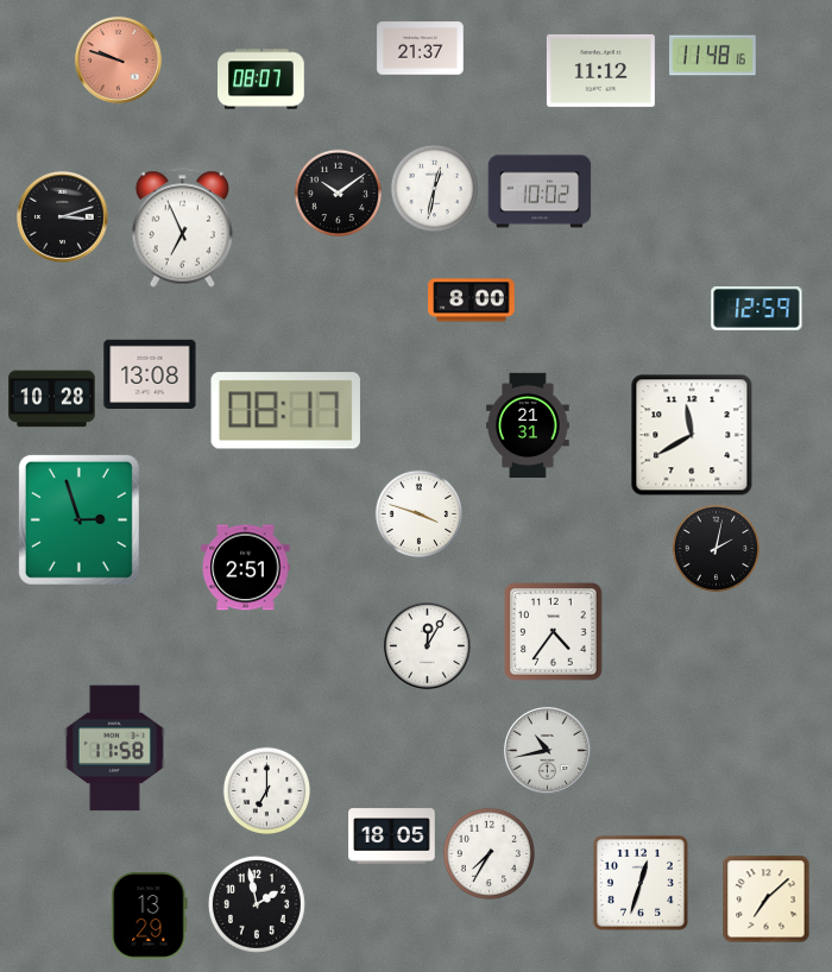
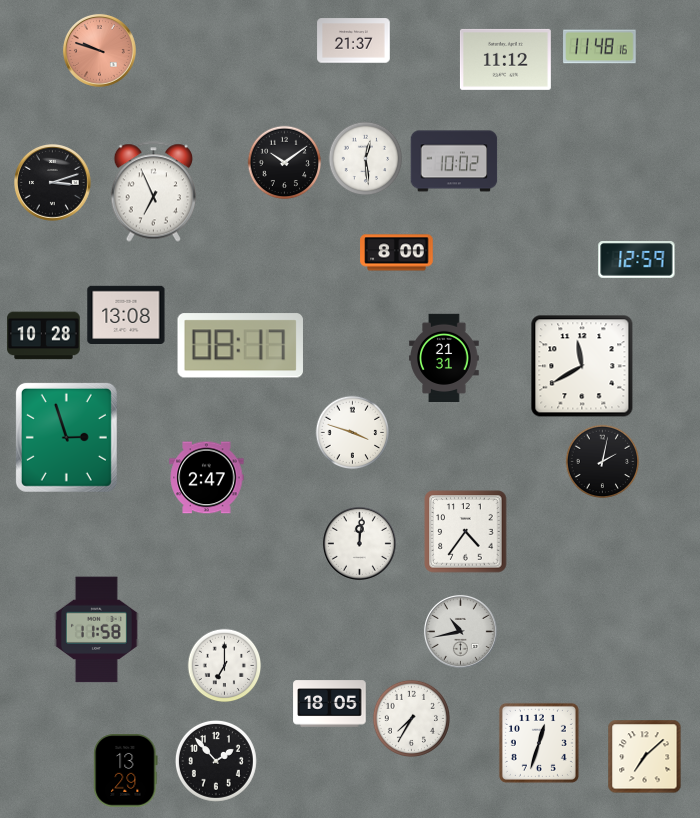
clock at (261, 80): 08:07 -> none
clock at (435, 189): 12:32 -> 12:29
clock at (246, 568): 2:51 -> 2:47
clock at (427, 645): 12:05 -> 12:01
clock at (257, 904): 1:58 -> 1:53
